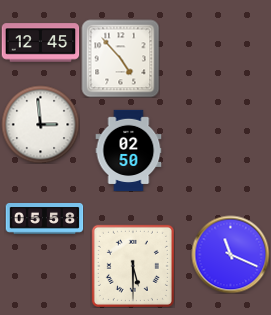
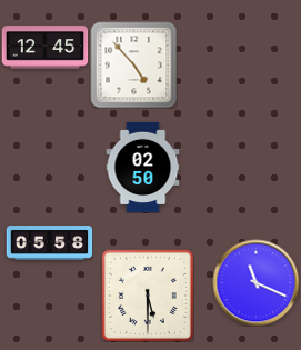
clock at (40, 124): 2:59 -> none
